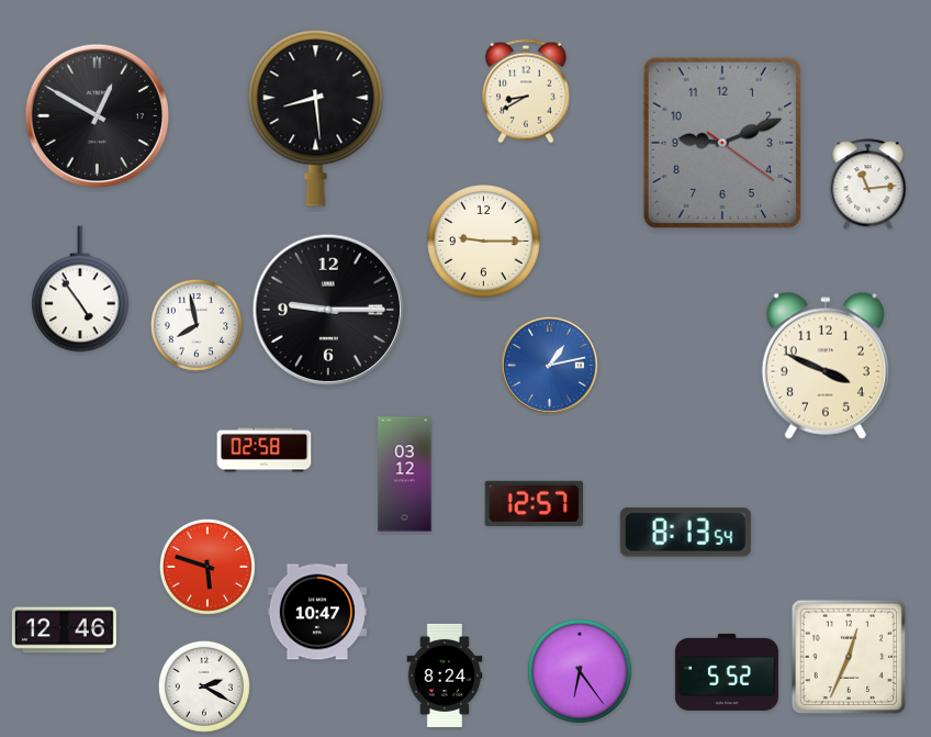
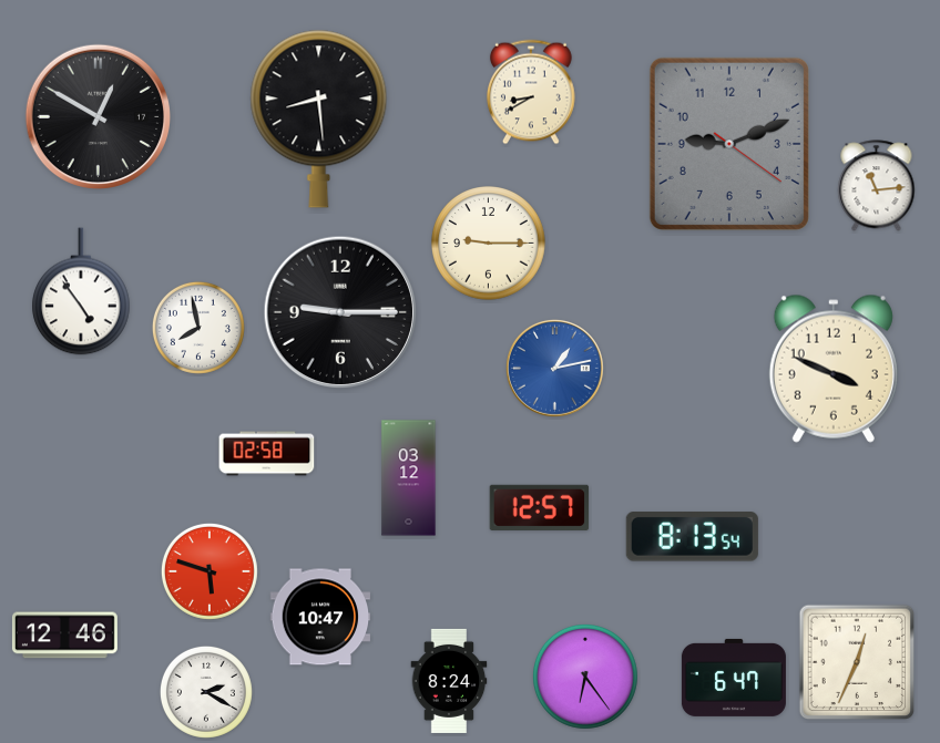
clock at (328, 310) position: (328, 310) -> (340, 312)
clock at (727, 672): 5:52 -> 6:47
